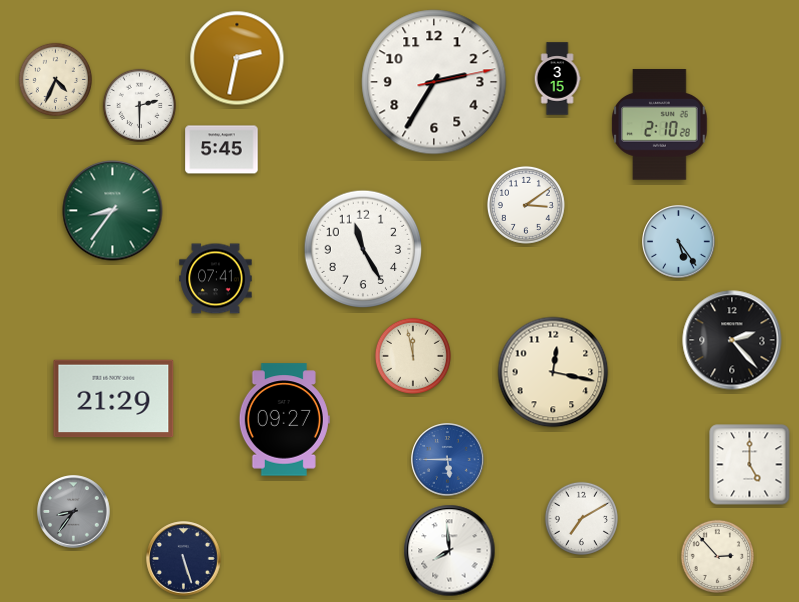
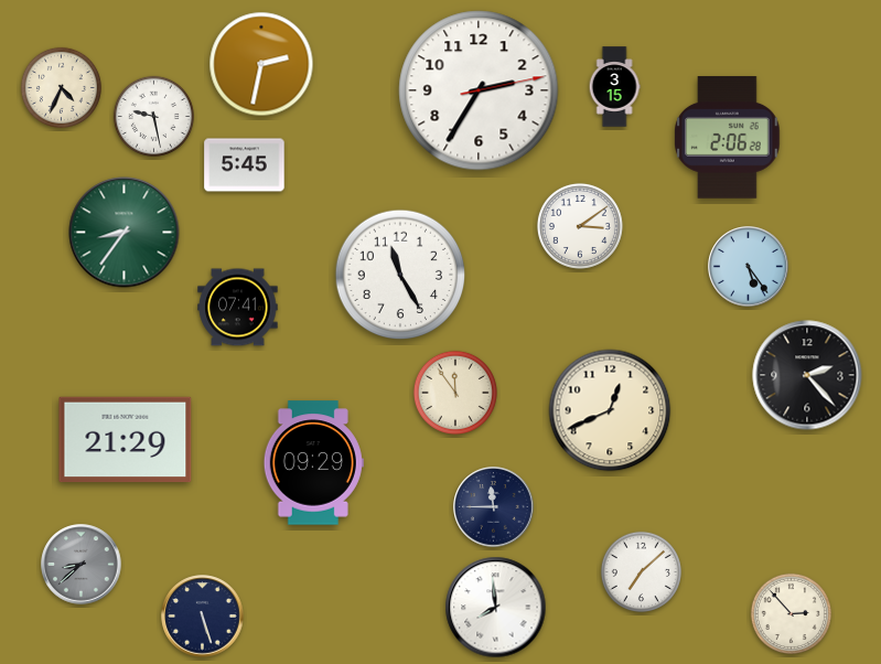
clock at (139, 105): 2:30 -> 9:28
clock at (660, 125): 2:10 -> 2:06
clock at (413, 356): 11:58 -> 11:54
clock at (553, 372): 12:17 -> 12:41
clock at (284, 420): 09:27 -> 09:29
clock at (448, 460): 5:45 -> 11:45
clock at (448, 460) dial: blue -> navy
clock at (750, 465): 5:00 -> none
clock at (74, 512): 8:36 -> 8:38
clock at (581, 518): 7:10 -> 7:08
